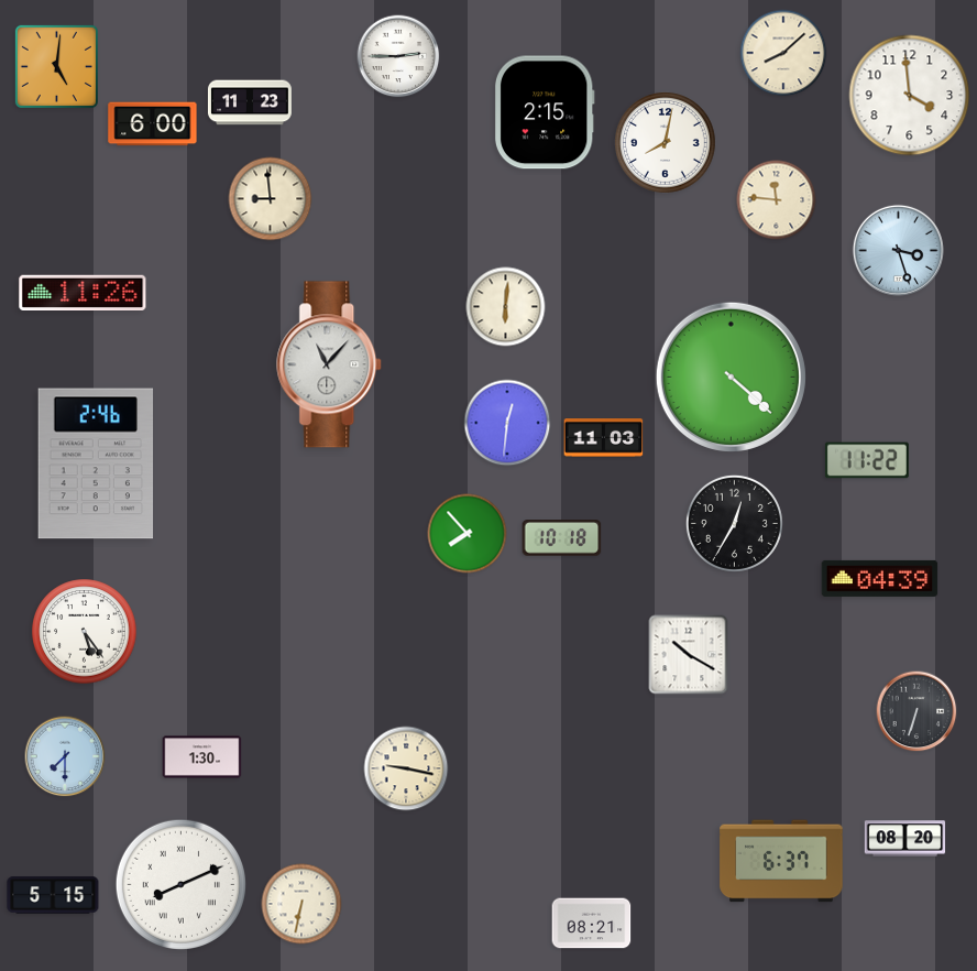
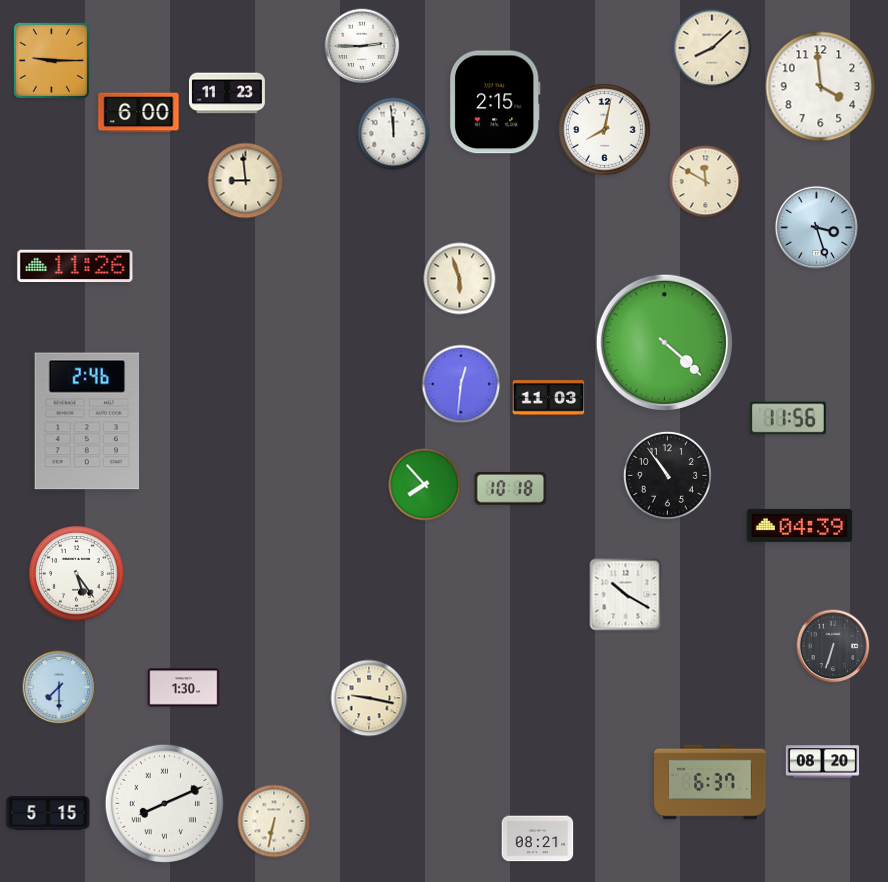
clock at (398, 56) position: (398, 56) -> (362, 46)
clock at (56, 66): 5:01 -> 9:15
clock at (910, 96) position: (910, 96) -> (821, 87)
clock at (394, 134): none -> 11:59
clock at (777, 200): 11:46 -> 11:50
clock at (506, 307): 6:01 -> 5:57
clock at (330, 364): 11:07 -> none
clock at (867, 460): 11:22 -> 11:56
clock at (734, 523): 12:35 -> 10:54
